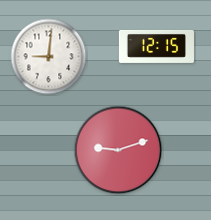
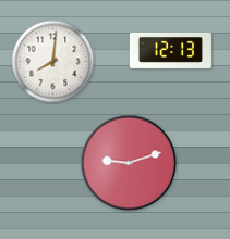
clock at (156, 46): 12:15 -> 12:13
clock at (49, 57): 9:01 -> 8:01
